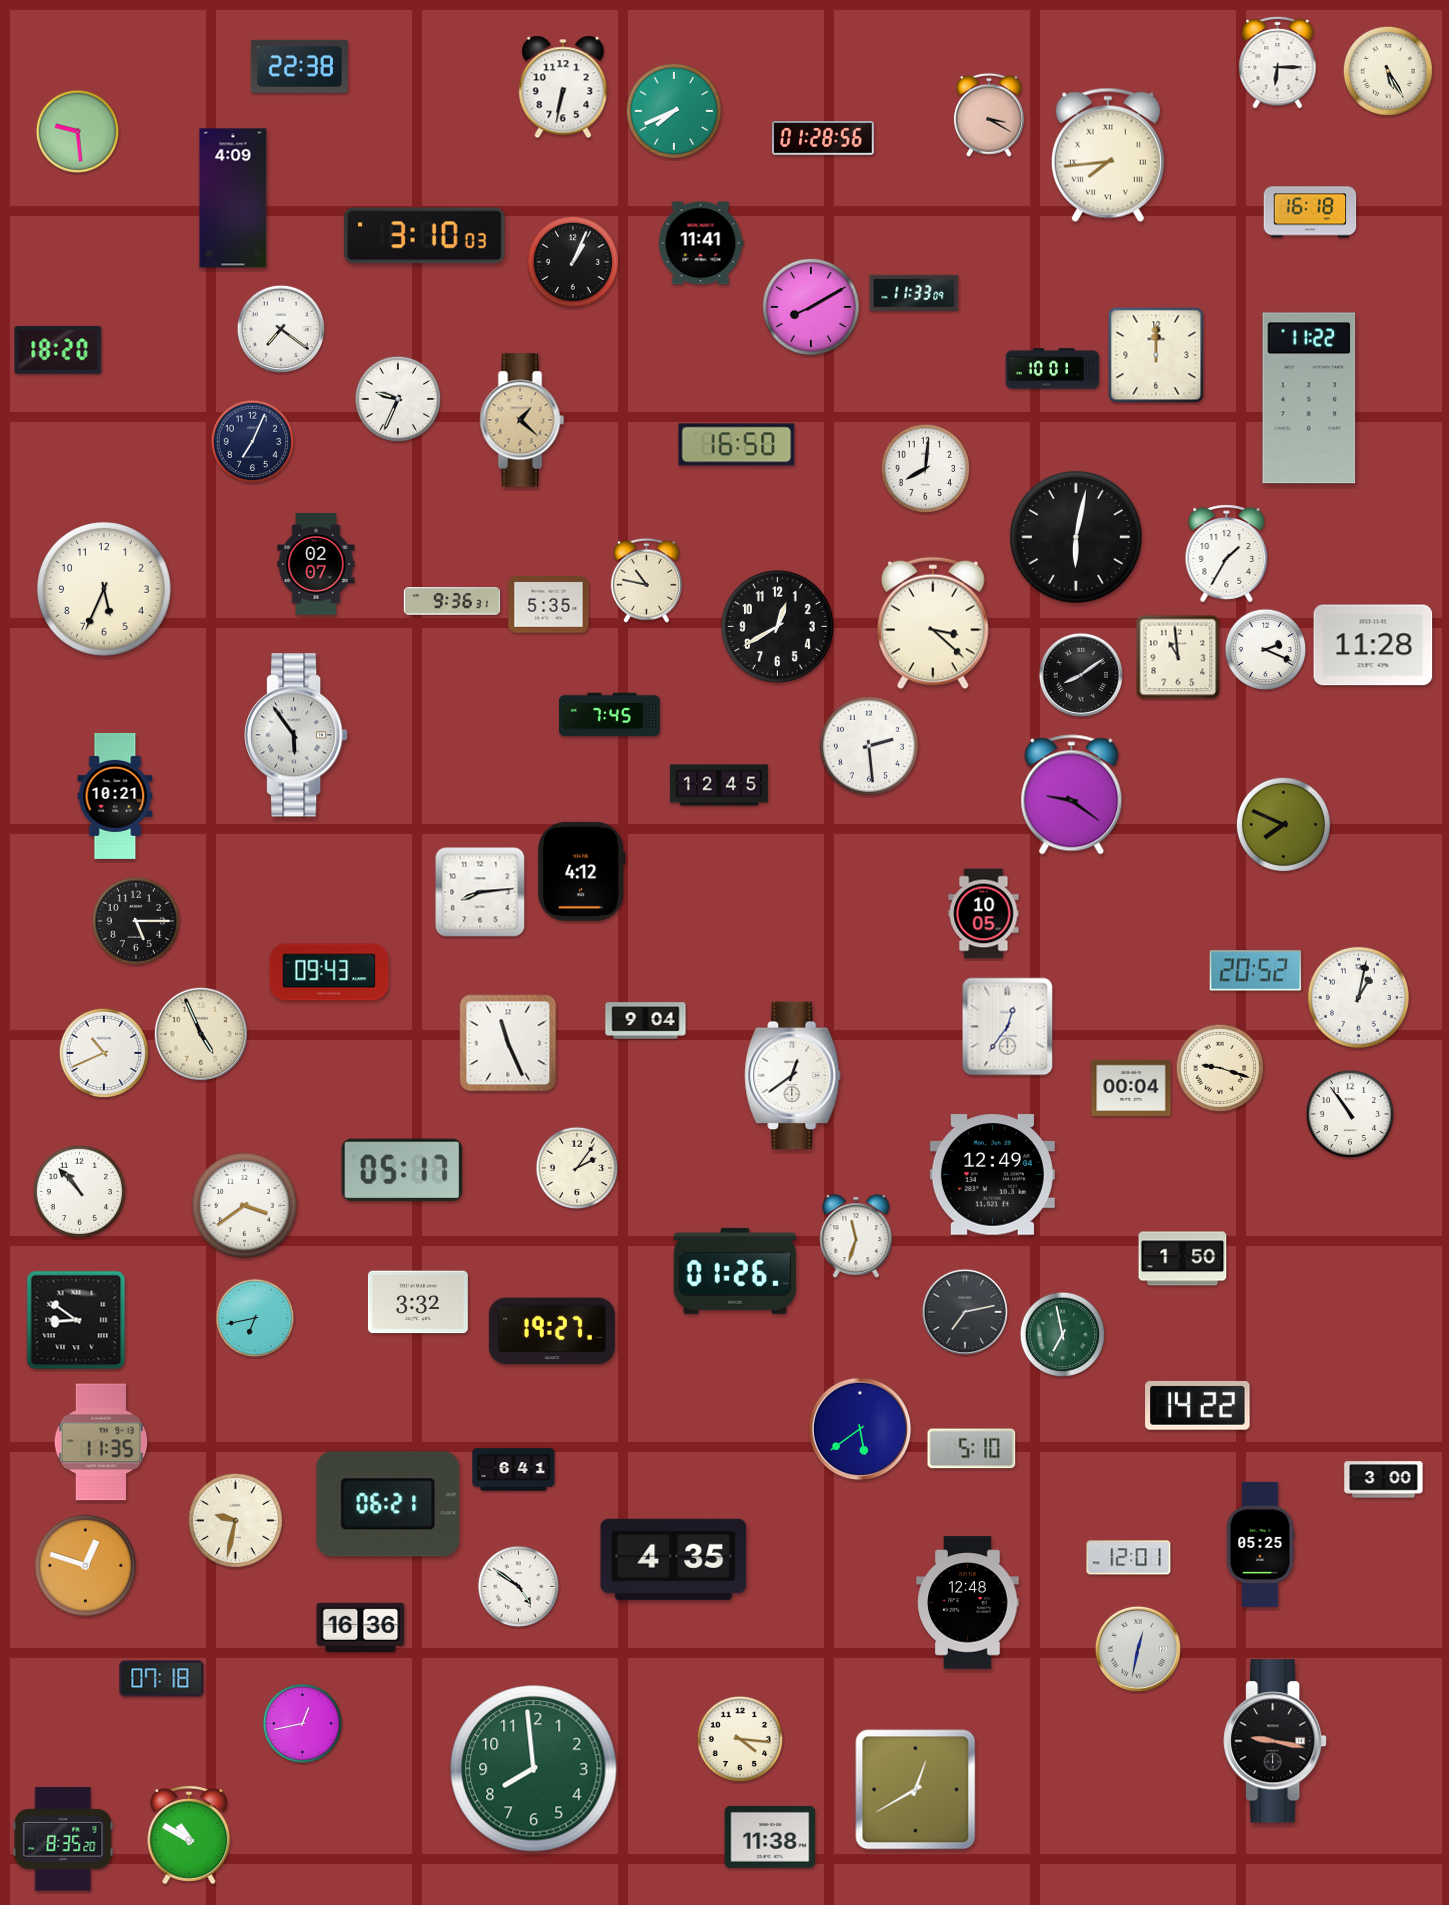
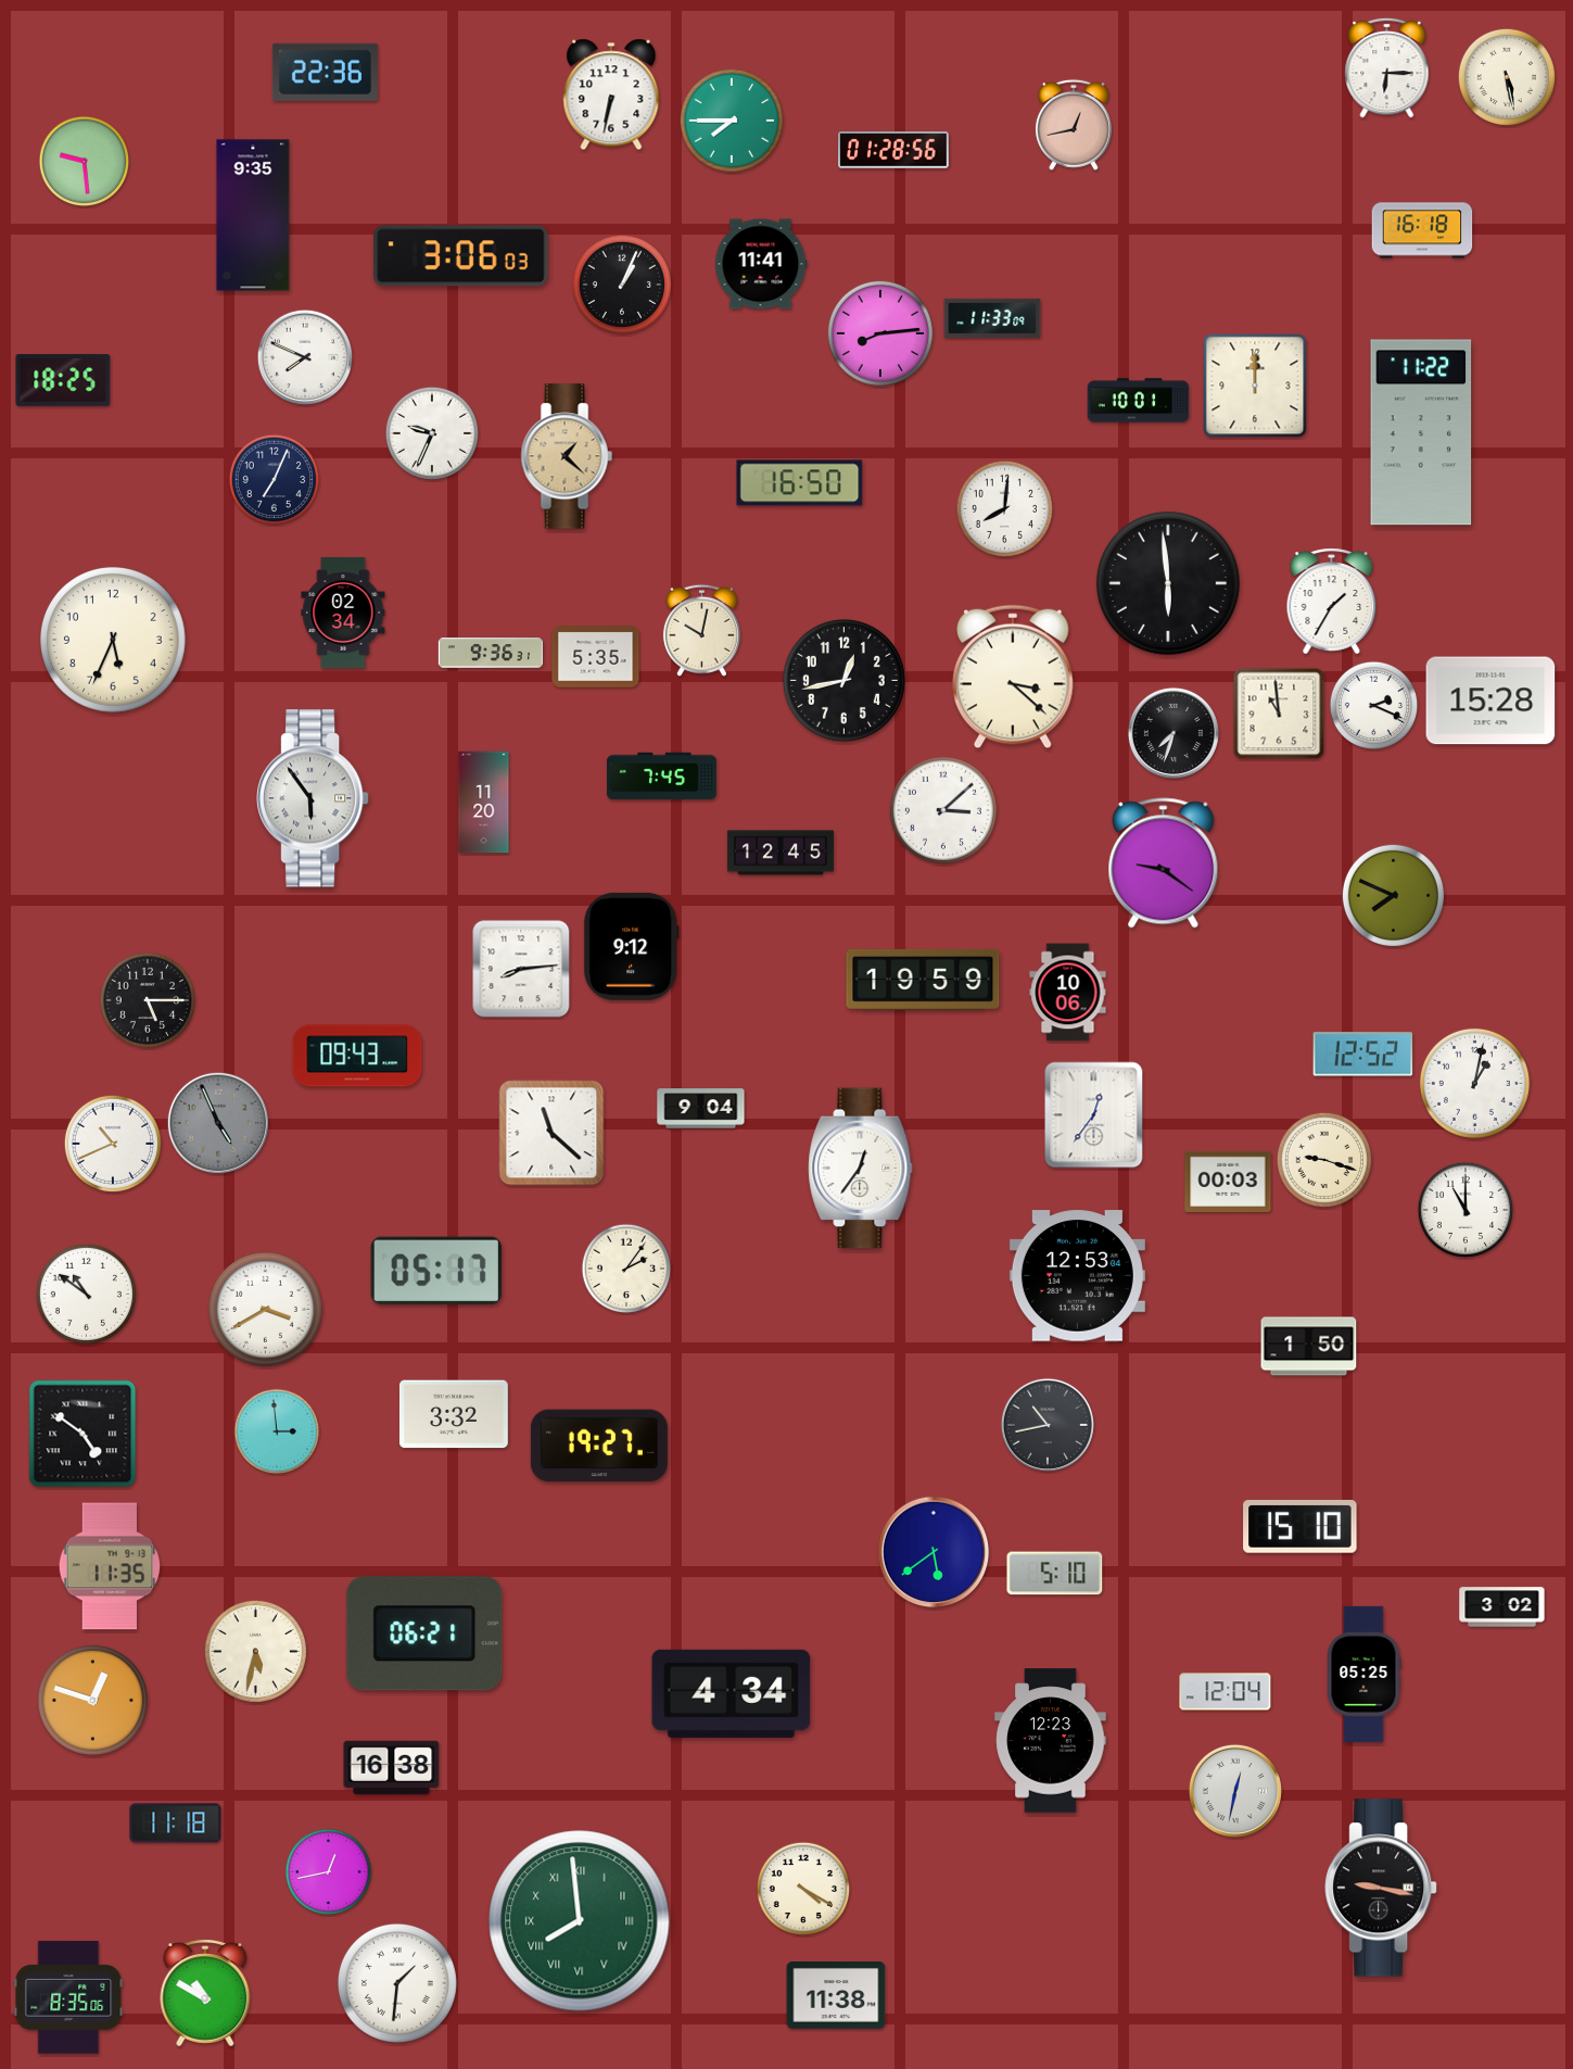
clock at (299, 66): 22:38 -> 22:36
clock at (1387, 70): 5:25 -> 5:28
clock at (674, 111): 7:41 -> 7:45
clock at (989, 115): 3:20 -> 12:43
clock at (78, 132) position: (78, 132) -> (85, 162)
clock at (1108, 155): 7:44 -> none
clock at (233, 198): 4:09 -> 9:35
clock at (425, 236): 3:10 -> 3:06
clock at (811, 307): 8:10 -> 8:14
clock at (281, 329): 7:21 -> 7:49
clock at (58, 350): 18:20 -> 18:25
clock at (1053, 369) position: (1053, 369) -> (1139, 401)
clock at (1076, 537): 6:02 -> 5:59
clock at (316, 564): 02:07 -> 02:34
clock at (646, 580): 10:47 -> 10:02
clock at (777, 626): 12:40 -> 12:43
clock at (1373, 645): 11:28 -> 15:28
clock at (1081, 675): 8:09 -> 7:33
clock at (297, 735) position: (297, 735) -> (314, 798)
clock at (484, 803): none -> 11:20
clock at (869, 746): 2:29 -> 3:08
clock at (115, 796): 10:21 -> none
clock at (581, 871): 4:12 -> 9:12
clock at (923, 980): none -> 19:59
clock at (984, 914): 10:05 -> 10:06
clock at (1256, 971): 20:52 -> 12:52
clock at (200, 1033) dial: cream -> grey
clock at (508, 1043): 11:26 -> 11:22
clock at (793, 1076): 12:39 -> 12:36
clock at (1131, 1088): 00:04 -> 00:03
clock at (1349, 1113): 10:54 -> 11:00
clock at (992, 1175): 12:49 -> 12:53
clock at (79, 1191): 10:53 -> 10:51
clock at (244, 1205): 3:39 -> 3:40
clock at (856, 1236): 11:33 -> none
clock at (1183, 1259) position: (1183, 1259) -> (1309, 1347)
clock at (735, 1271): 01:26 -> none
clock at (965, 1312): 7:13 -> 10:43
clock at (255, 1318): 6:43 -> 2:59
clock at (76, 1320): 8:51 -> 4:51
clock at (1063, 1335): 6:58 -> none
clock at (1198, 1405): 14:22 -> 15:10
clock at (514, 1470): 6:41 -> none
clock at (1384, 1480): 3:00 -> 3:02
clock at (388, 1504) position: (388, 1504) -> (424, 1633)
clock at (235, 1520): 9:32 -> 5:32
clock at (1261, 1544) position: (1261, 1544) -> (1365, 1674)
clock at (1129, 1558): 12:01 -> 12:04
clock at (674, 1559): 4:35 -> 4:34
clock at (519, 1587): 4:51 -> none
clock at (968, 1603): 12:48 -> 12:23
clock at (361, 1627): 16:36 -> 16:38
clock at (162, 1679): 07:18 -> 11:18
clock at (739, 1738): 4:16 -> 4:20
clock at (1276, 1741) position: (1276, 1741) -> (1382, 1888)
clock at (534, 1769) numerals: Arabic -> Roman
clock at (916, 1790): 12:40 -> none
clock at (397, 1983): none -> 1:31
clock at (63, 1839): 8:35:20 -> 8:35:06
